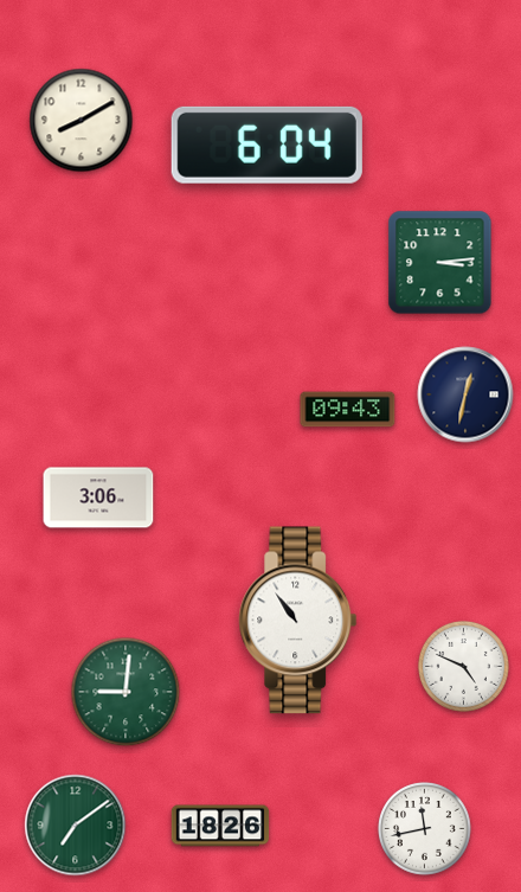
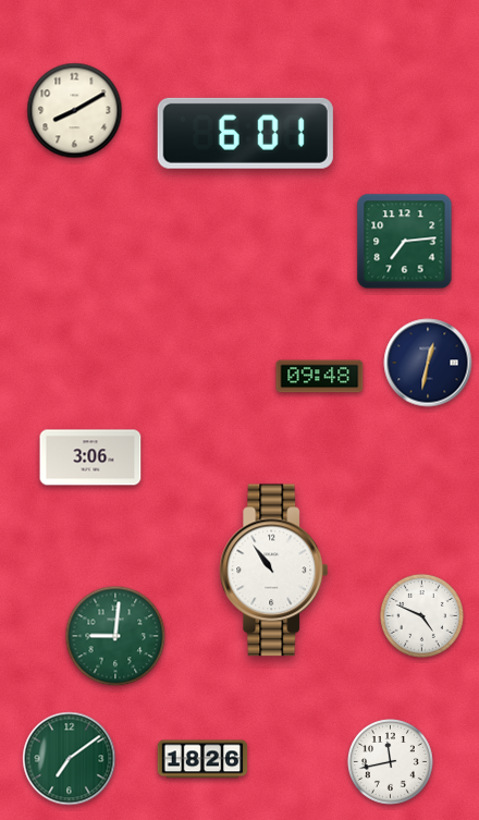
clock at (266, 145): 6:04 -> 6:01
clock at (440, 263): 3:14 -> 7:14
clock at (348, 410): 09:43 -> 09:48
clock at (463, 666) position: (463, 666) -> (421, 615)
